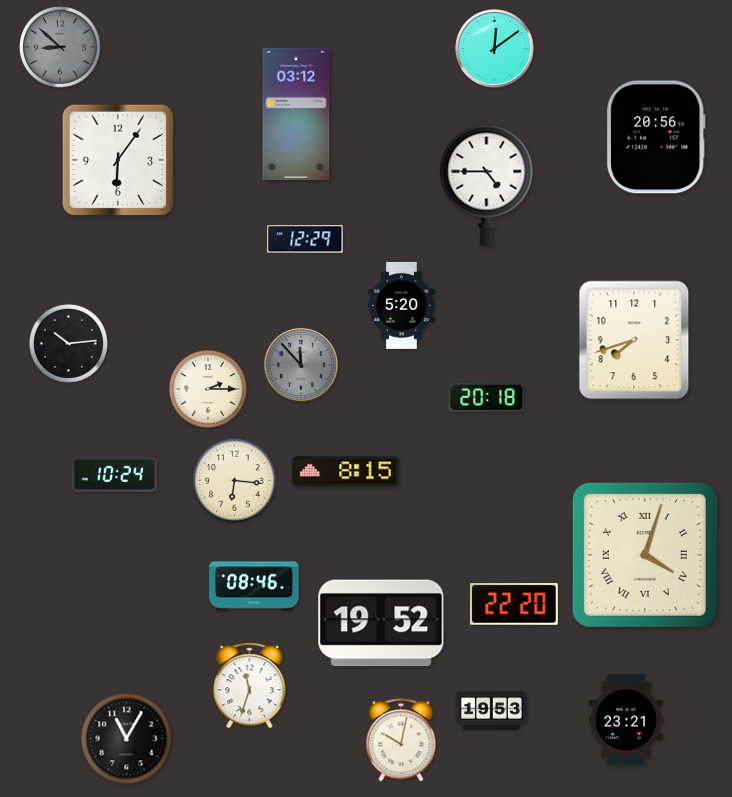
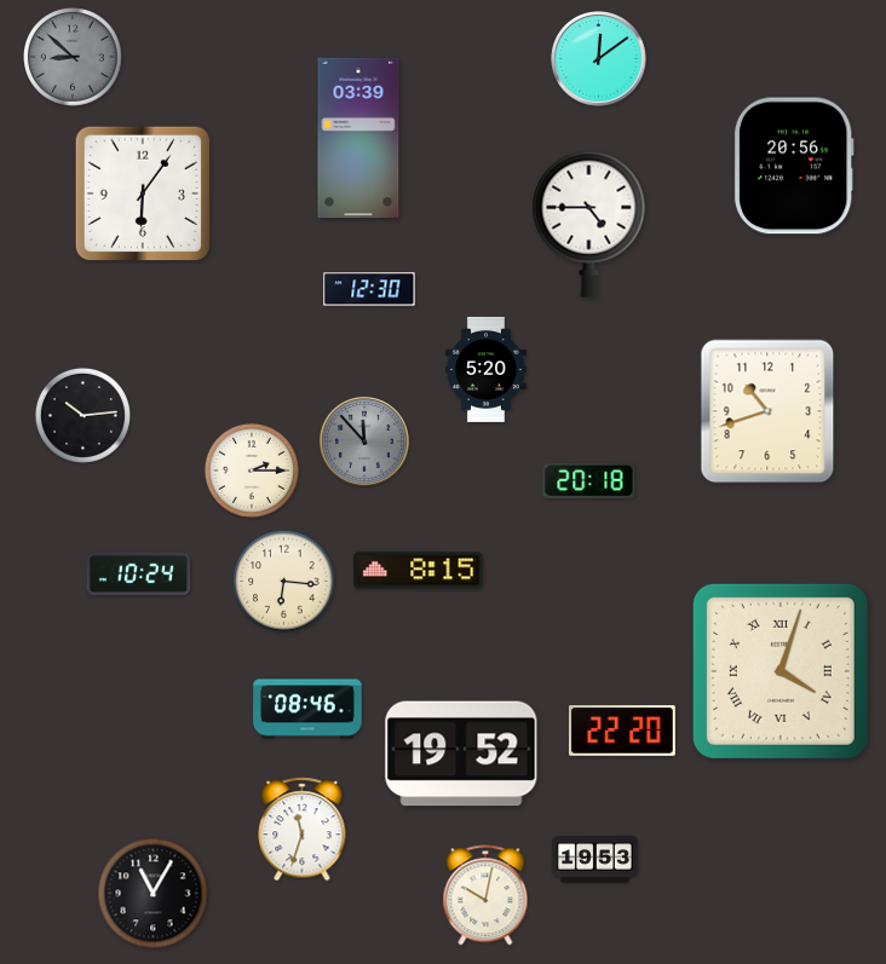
clock at (296, 113): 03:12 -> 03:39
clock at (305, 239): 12:29 -> 12:30
clock at (634, 340): 7:42 -> 10:42
clock at (626, 720): 23:21 -> none
